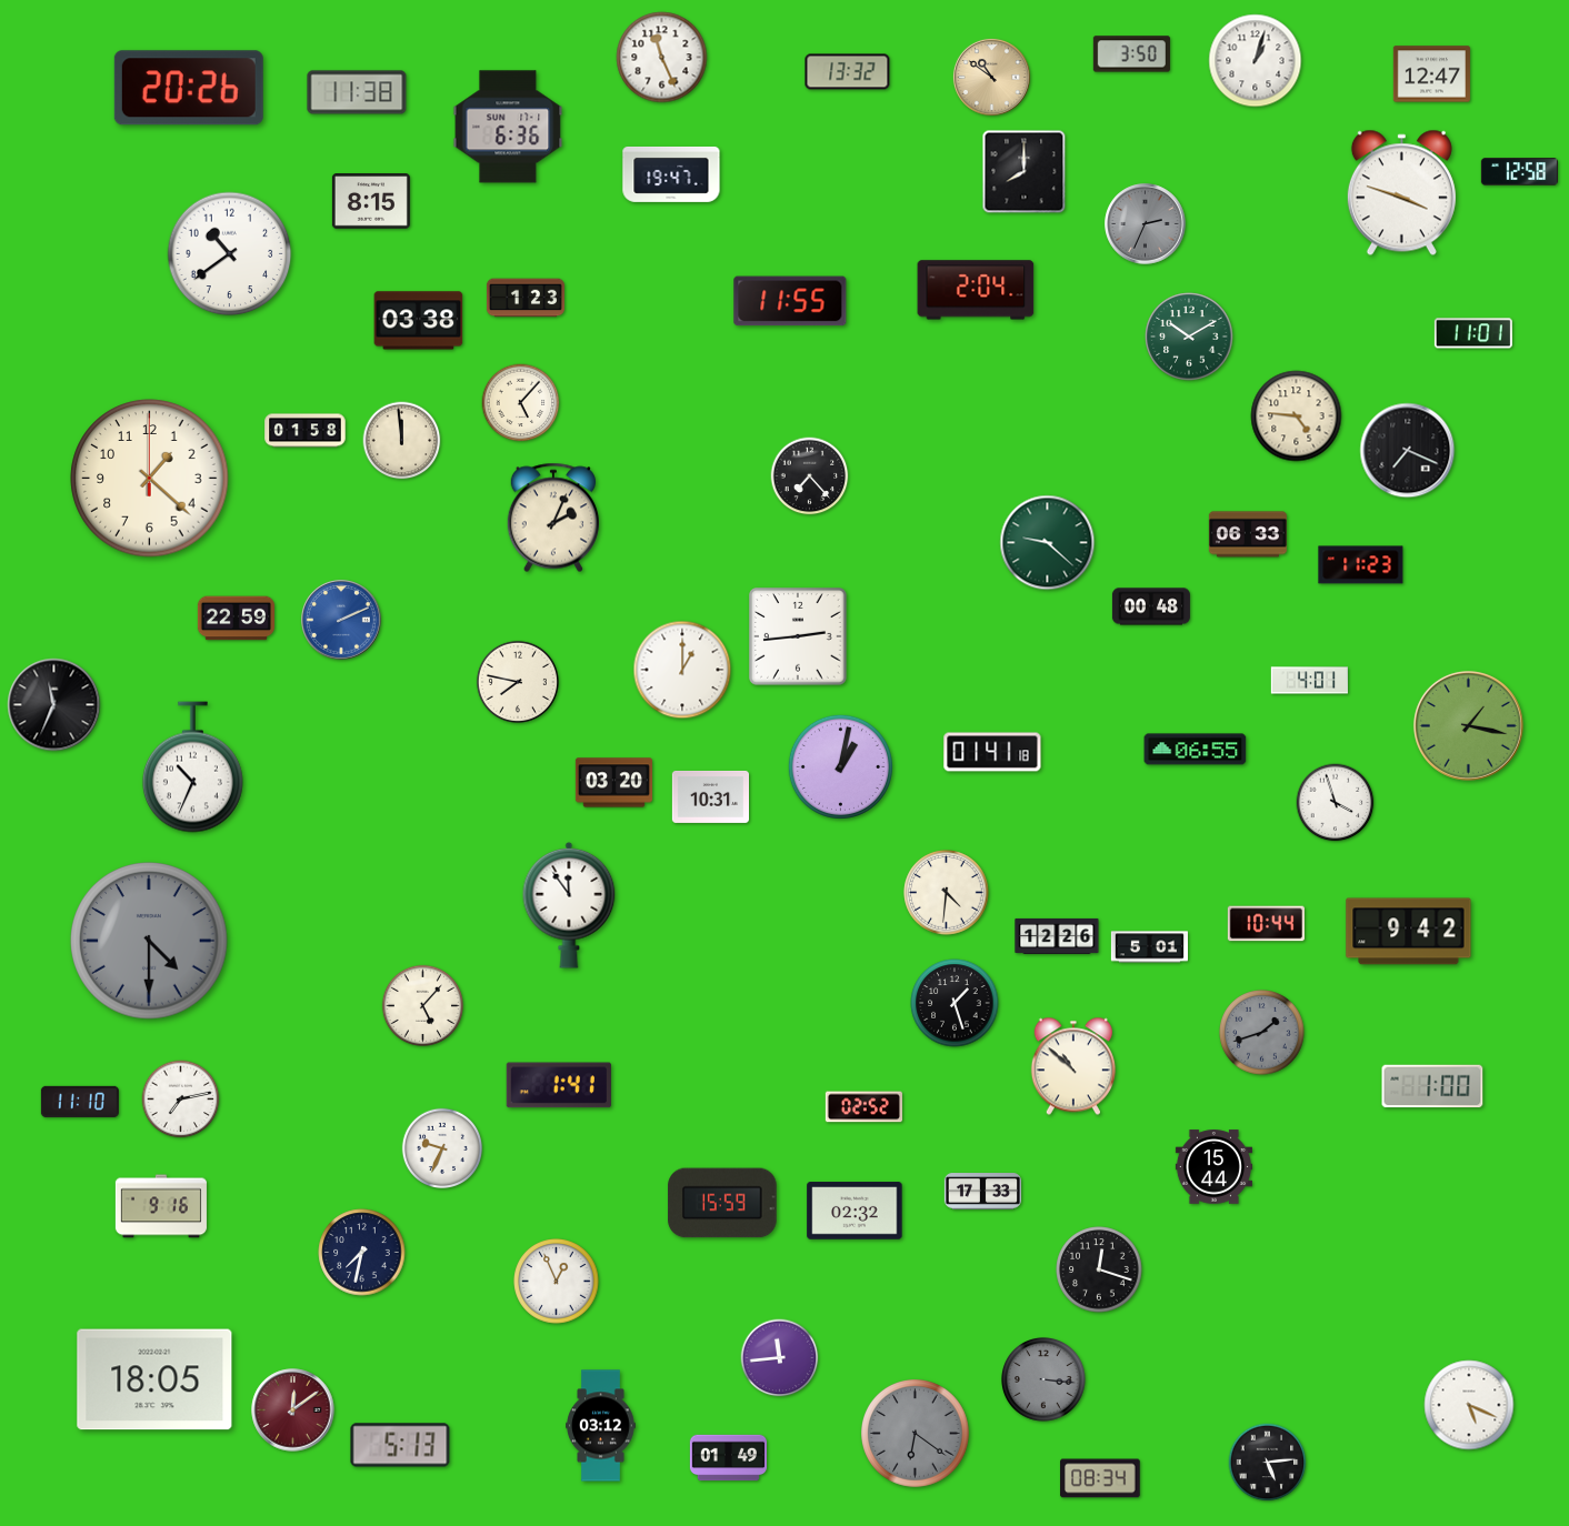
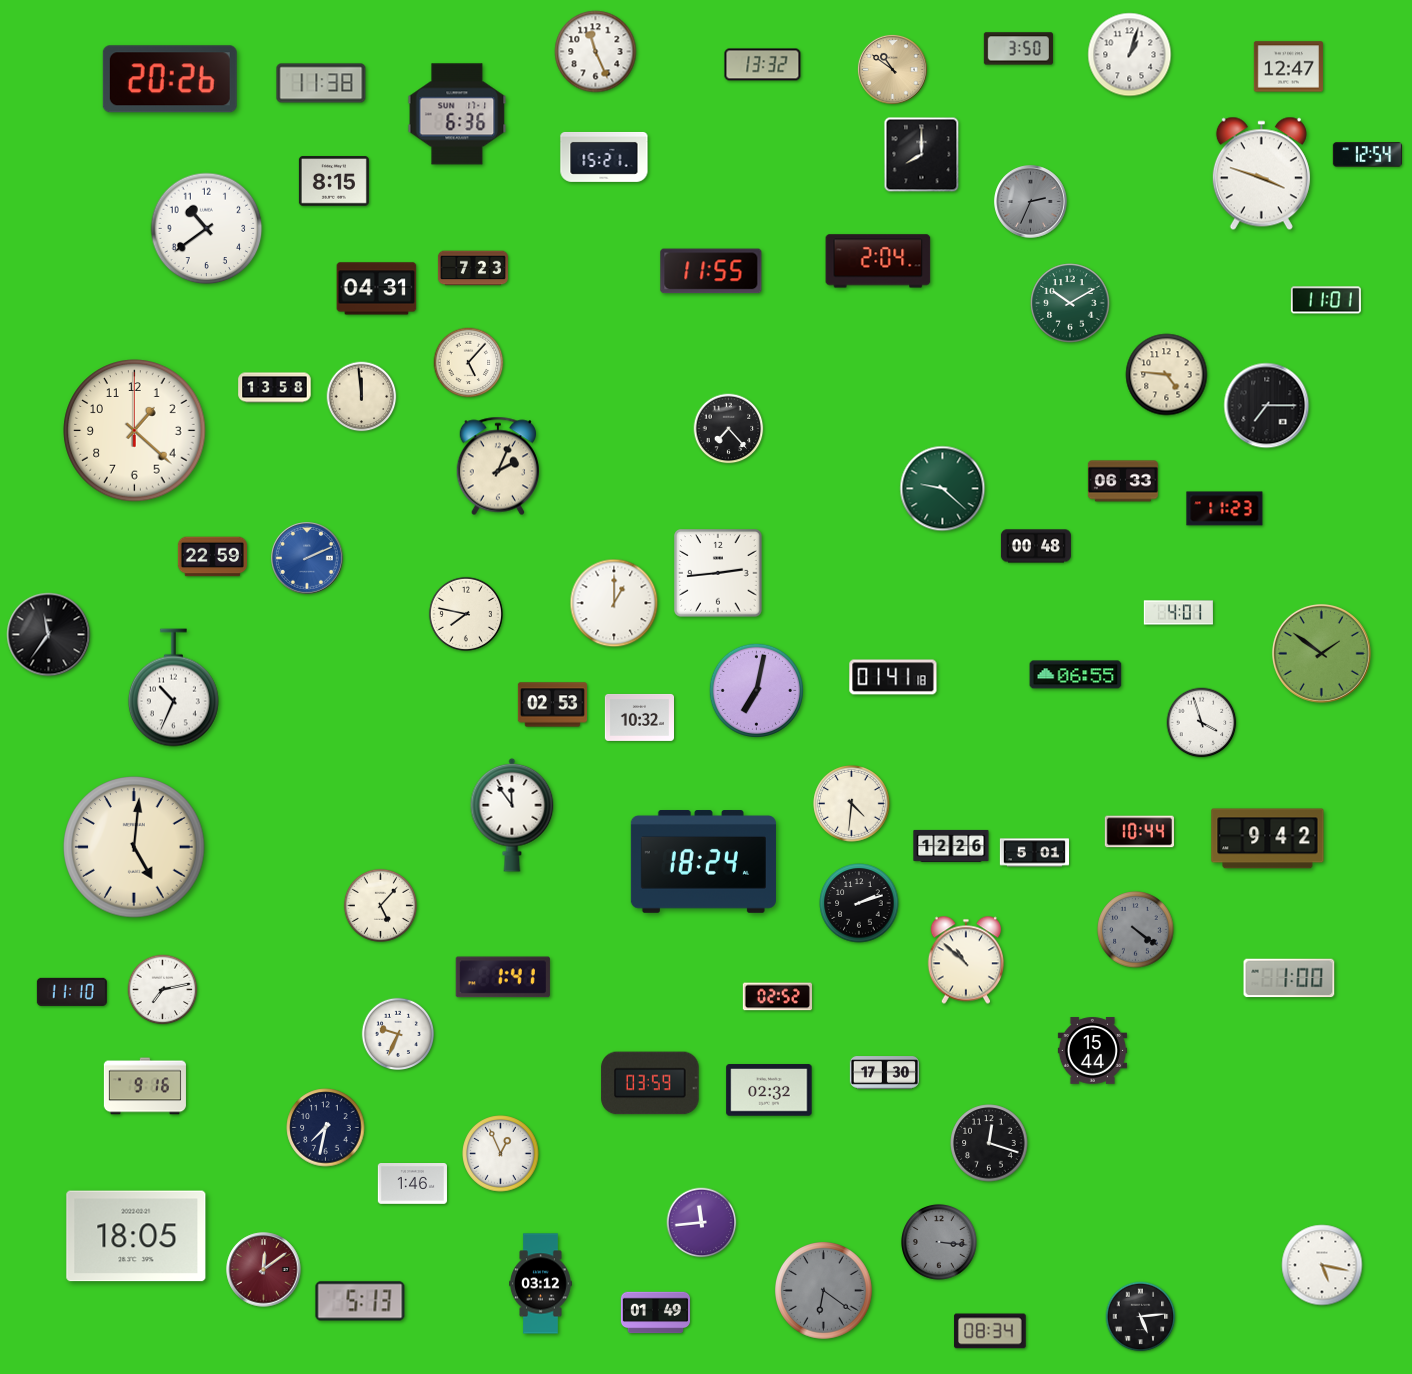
clock at (1519, 172): 12:58 -> 12:54
clock at (671, 174): 19:47 -> 15:21
clock at (526, 298): 1:23 -> 7:23
clock at (419, 321): 03:38 -> 04:31
clock at (306, 431): 01:58 -> 13:58
clock at (1408, 451): 7:19 -> 7:15
clock at (54, 705): 11:34 -> 11:36
clock at (1468, 725): 1:17 -> 1:51
clock at (840, 766): 1:02 -> 7:02
clock at (192, 767) position: (192, 767) -> (173, 688)
clock at (613, 783): 03:20 -> 02:53
clock at (710, 796): 10:31 -> 10:32
clock at (1057, 936) position: (1057, 936) -> (951, 846)
clock at (149, 941): 4:30 -> 5:01
clock at (149, 941) dial: grey -> cream
clock at (703, 862): none -> 18:24
clock at (955, 1003): 1:27 -> 2:12
clock at (1262, 1033): 1:42 -> 4:21
clock at (982, 1192): 17:33 -> 17:30
clock at (722, 1203): 15:59 -> 03:59
clock at (412, 1184): none -> 1:46
clock at (154, 1379) position: (154, 1379) -> (136, 1236)
clock at (1469, 1405): 5:19 -> 5:17
